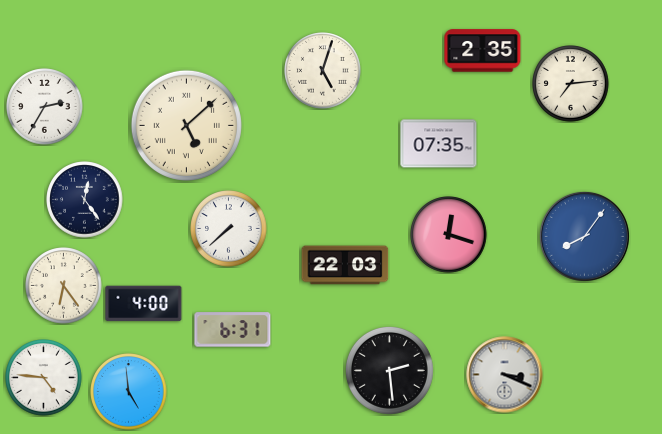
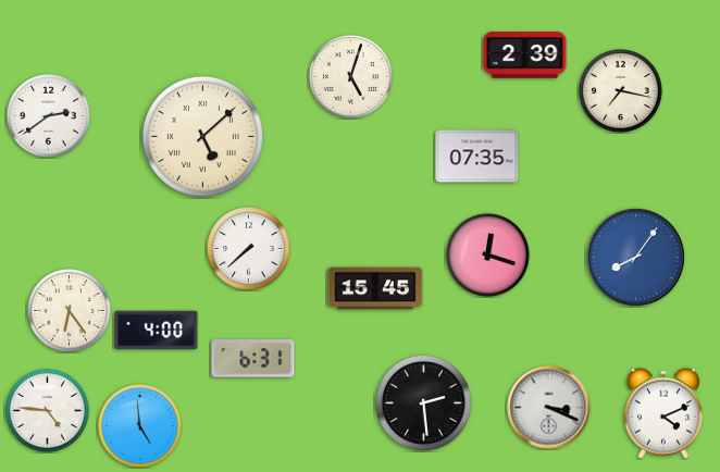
clock at (483, 51): 2:35 -> 2:39
clock at (571, 84): 7:14 -> 7:17
clock at (45, 107): 2:35 -> 2:39
clock at (85, 200): 12:24 -> none
clock at (345, 265): 22:03 -> 15:45
clock at (662, 413): none -> 4:11
